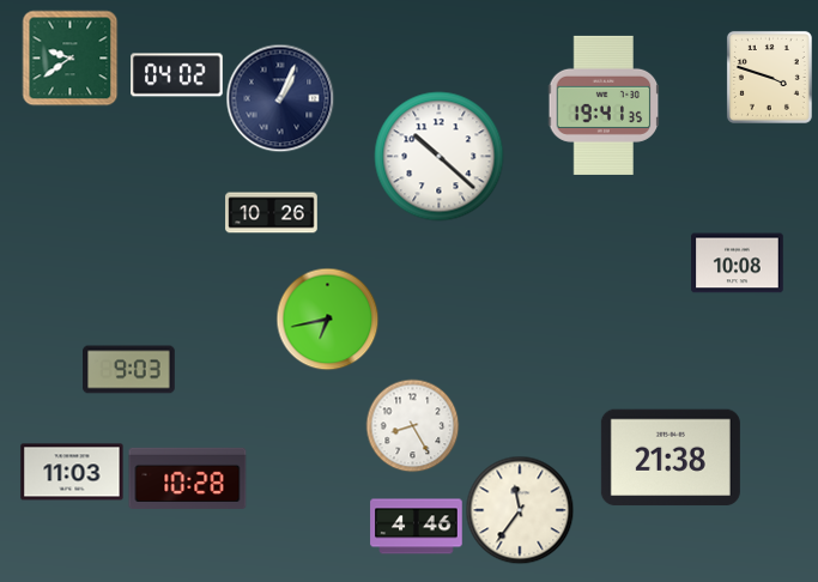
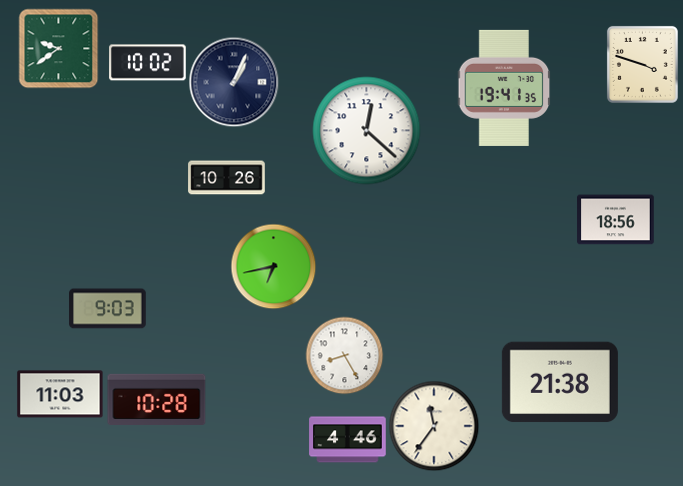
clock at (177, 75): 04:02 -> 10:02
clock at (440, 157): 10:22 -> 12:22
clock at (738, 263): 10:08 -> 18:56
